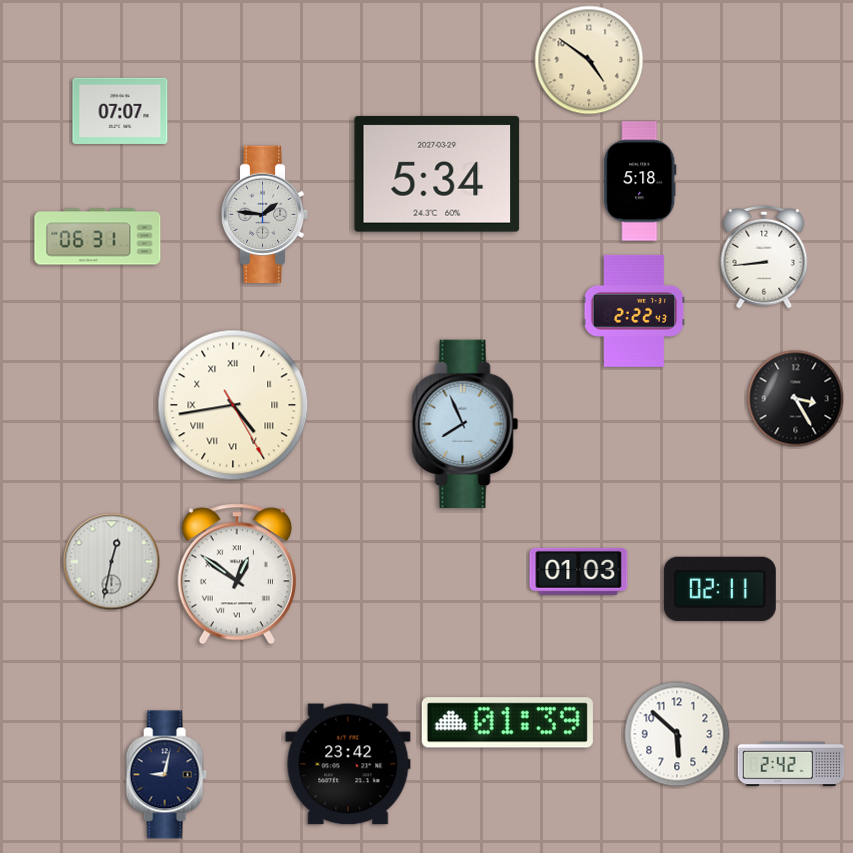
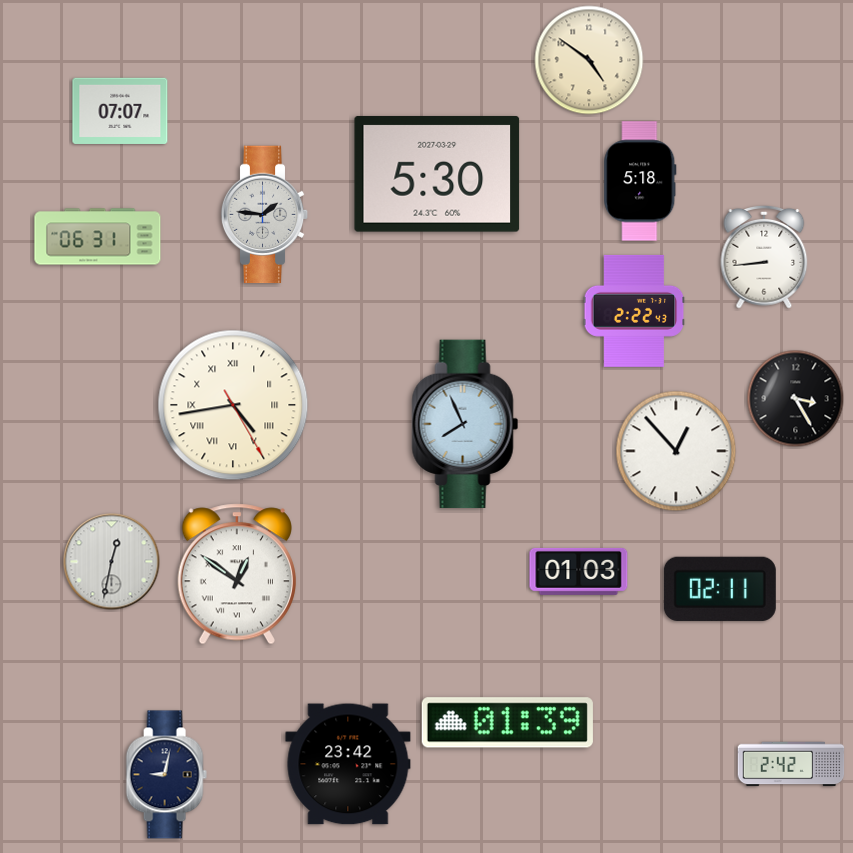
clock at (437, 174): 5:34 -> 5:30
clock at (676, 451): none -> 12:53
clock at (677, 734): 5:52 -> none
